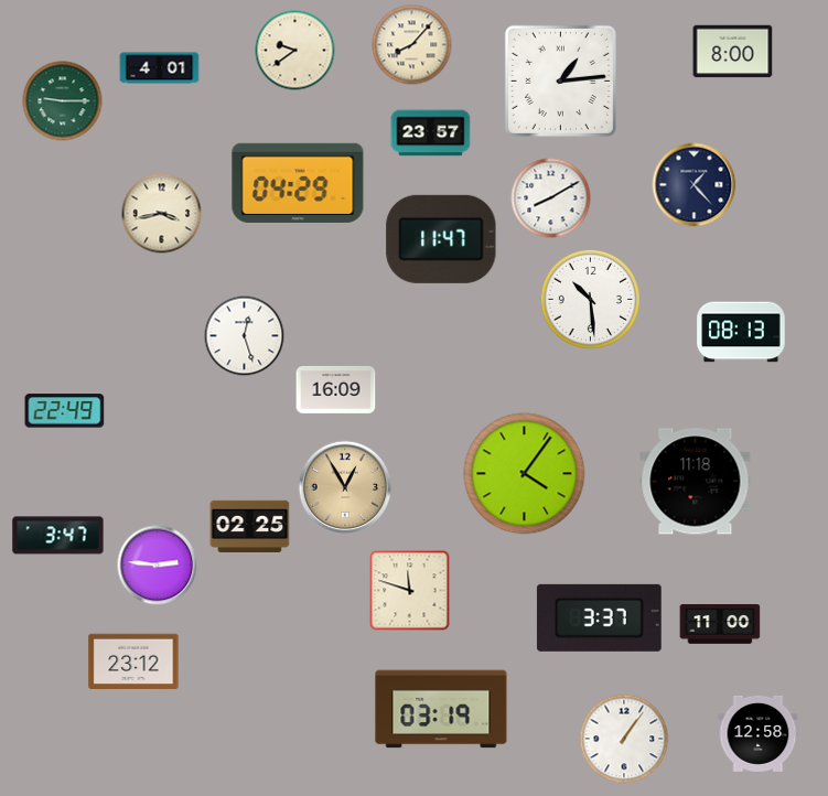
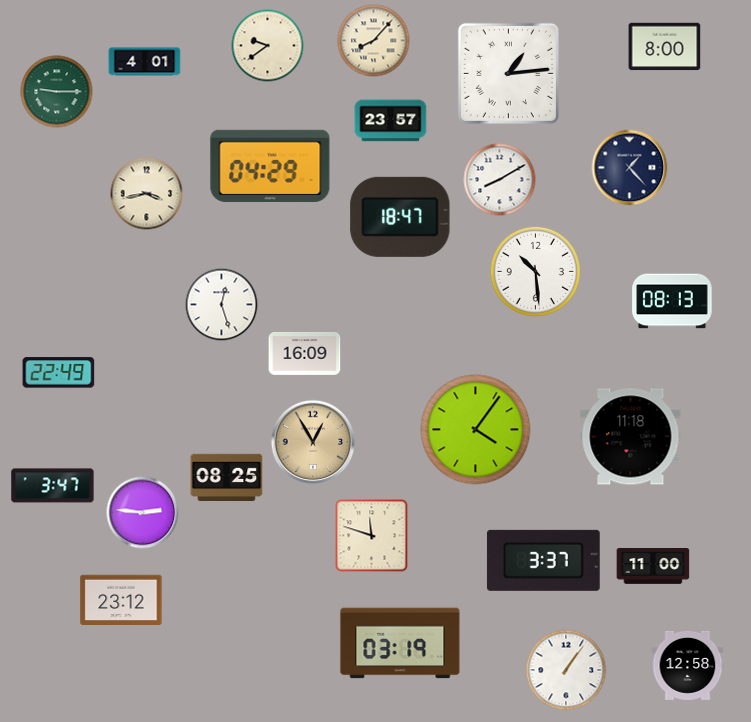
clock at (441, 239): 11:47 -> 18:47
clock at (250, 527): 02:25 -> 08:25
